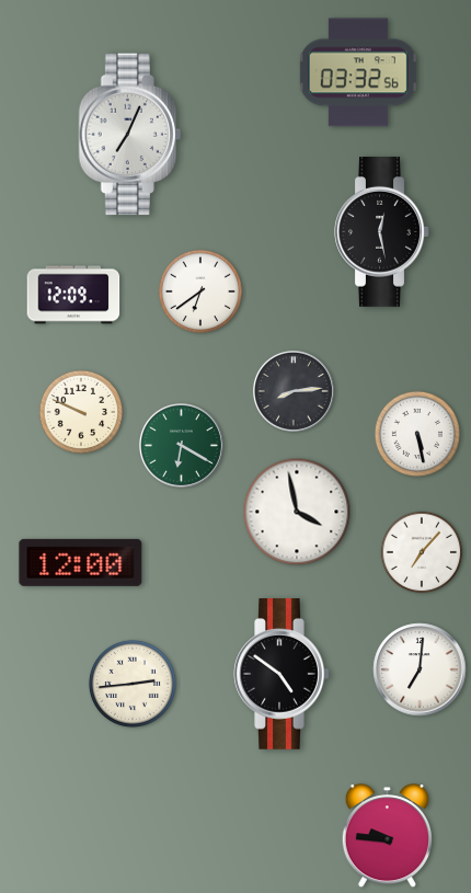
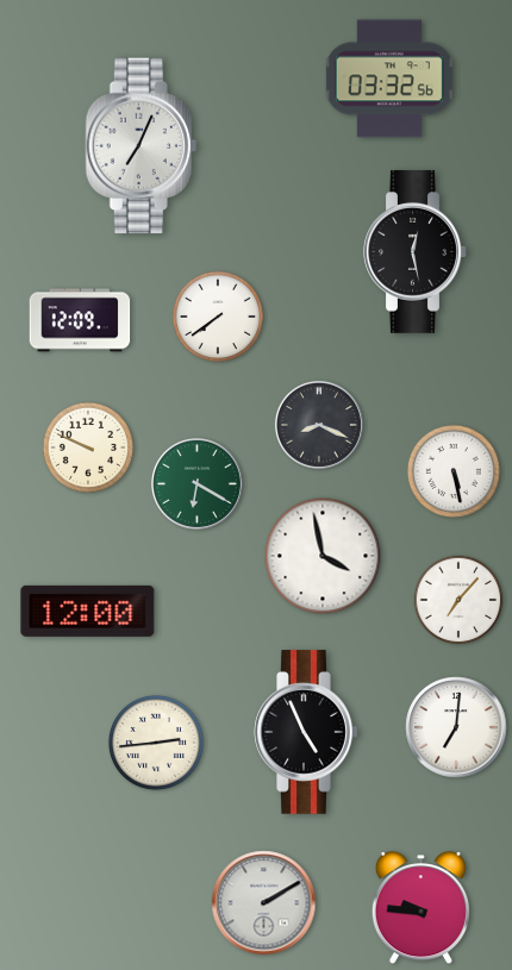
clock at (200, 291): 6:39 -> 7:39
clock at (294, 391): 8:14 -> 8:19
clock at (282, 674): 4:51 -> 4:56
clock at (133, 684) position: (133, 684) -> (156, 743)
clock at (264, 903): none -> 2:10
